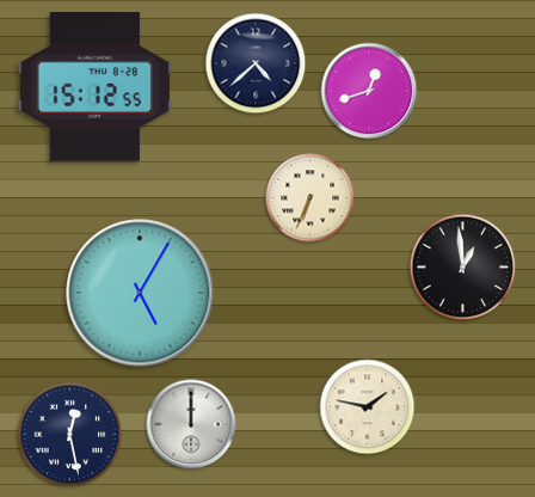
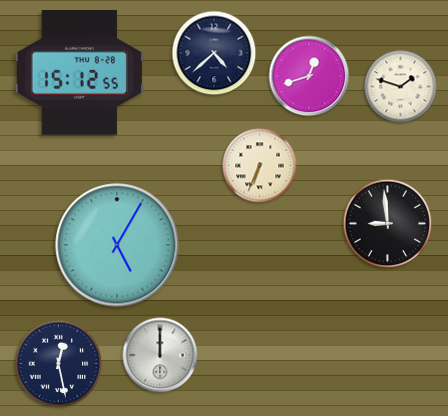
clock at (401, 87): none -> 1:48
clock at (463, 268): 12:59 -> 8:59
clock at (368, 407): 1:47 -> none
